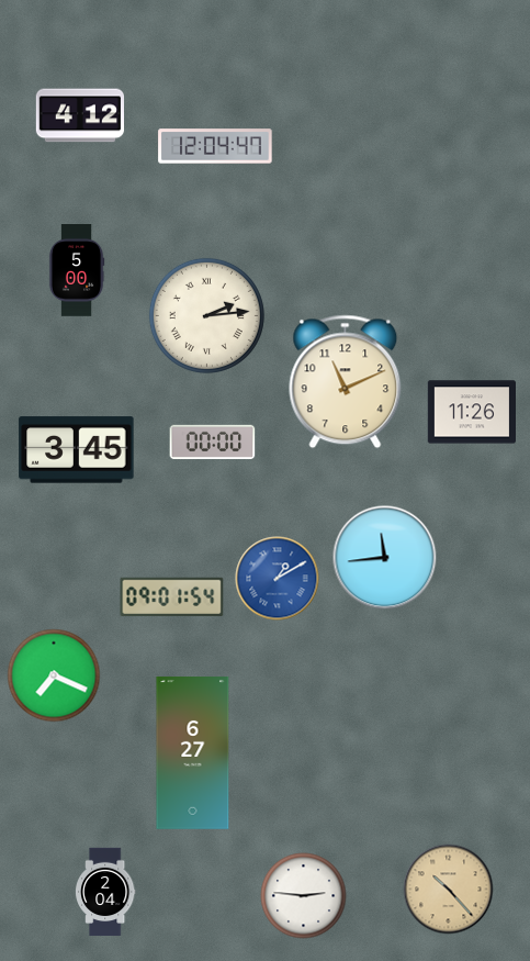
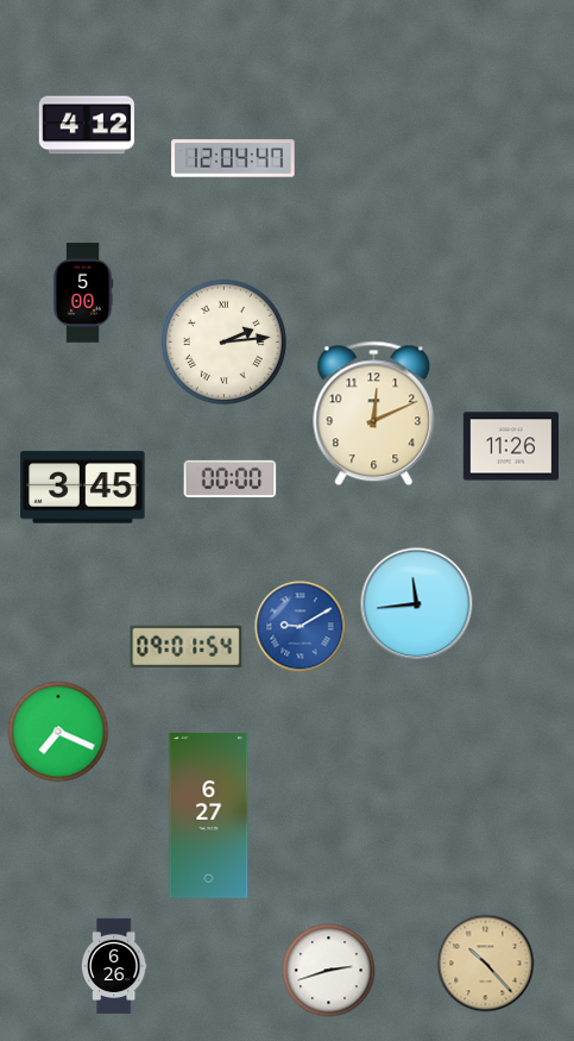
clock at (346, 382): 11:11 -> 12:11
clock at (278, 579): 1:10 -> 9:10
clock at (105, 892): 2:04 -> 6:26
clock at (304, 896): 2:46 -> 2:42
